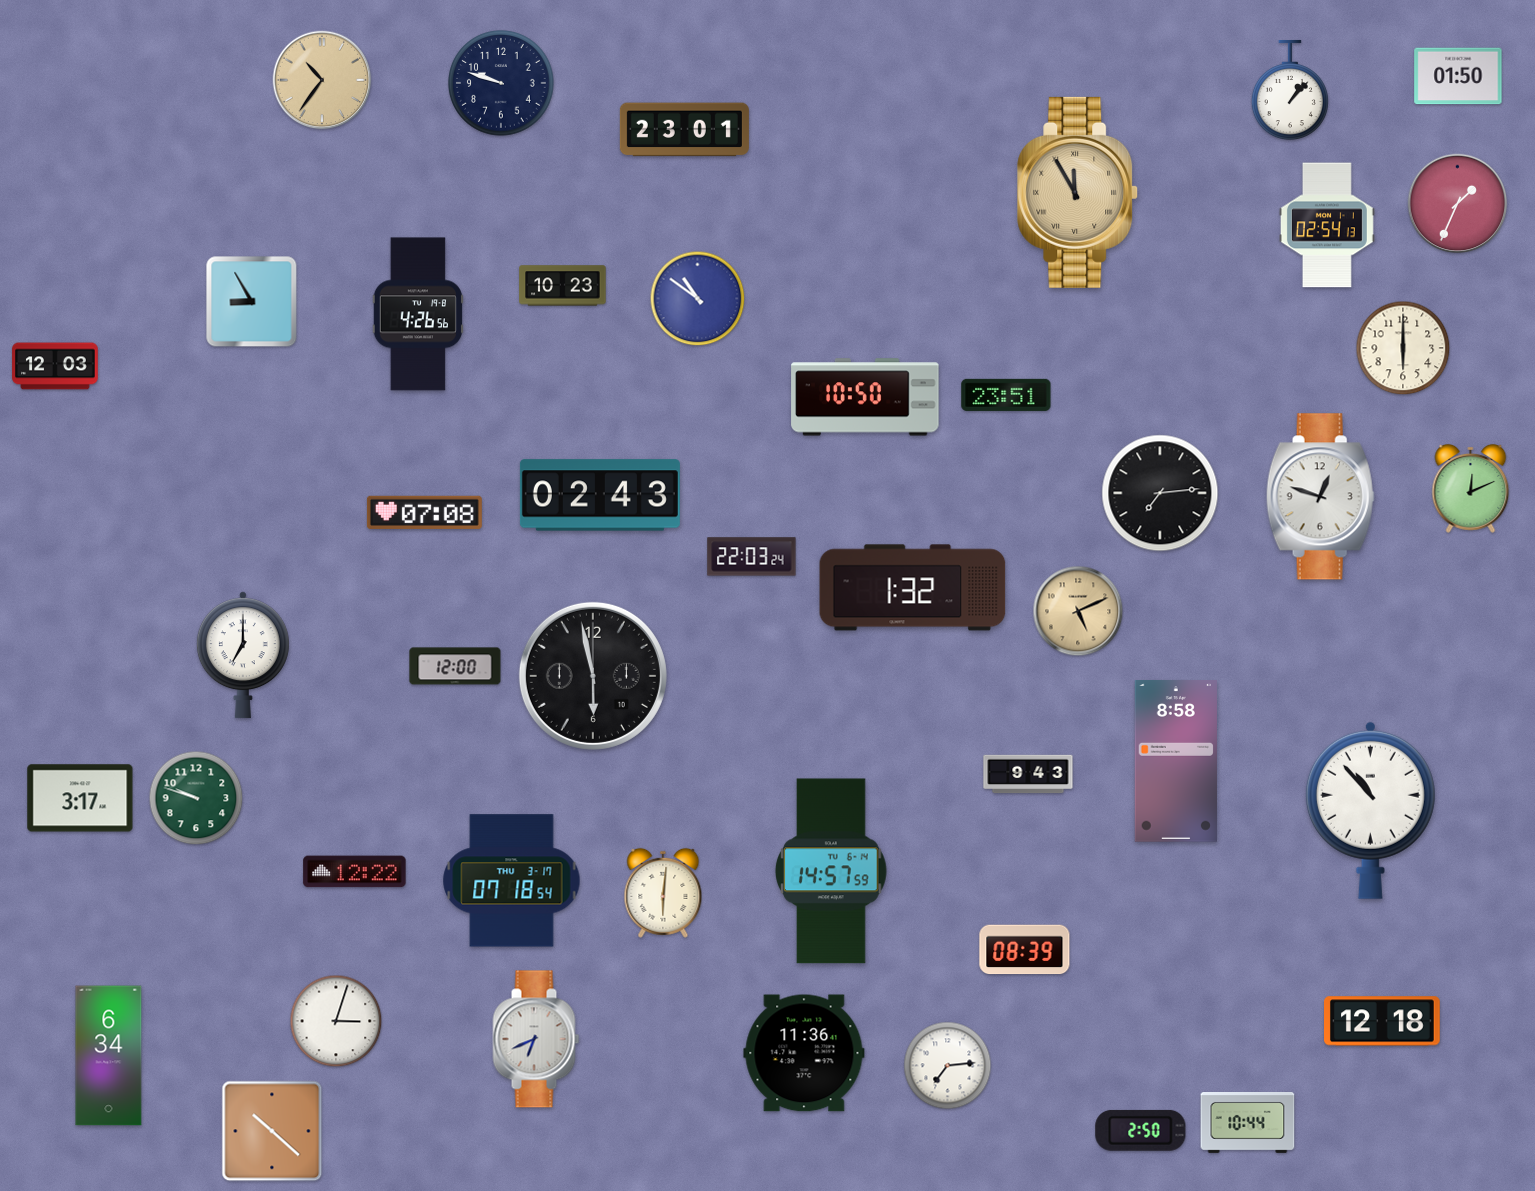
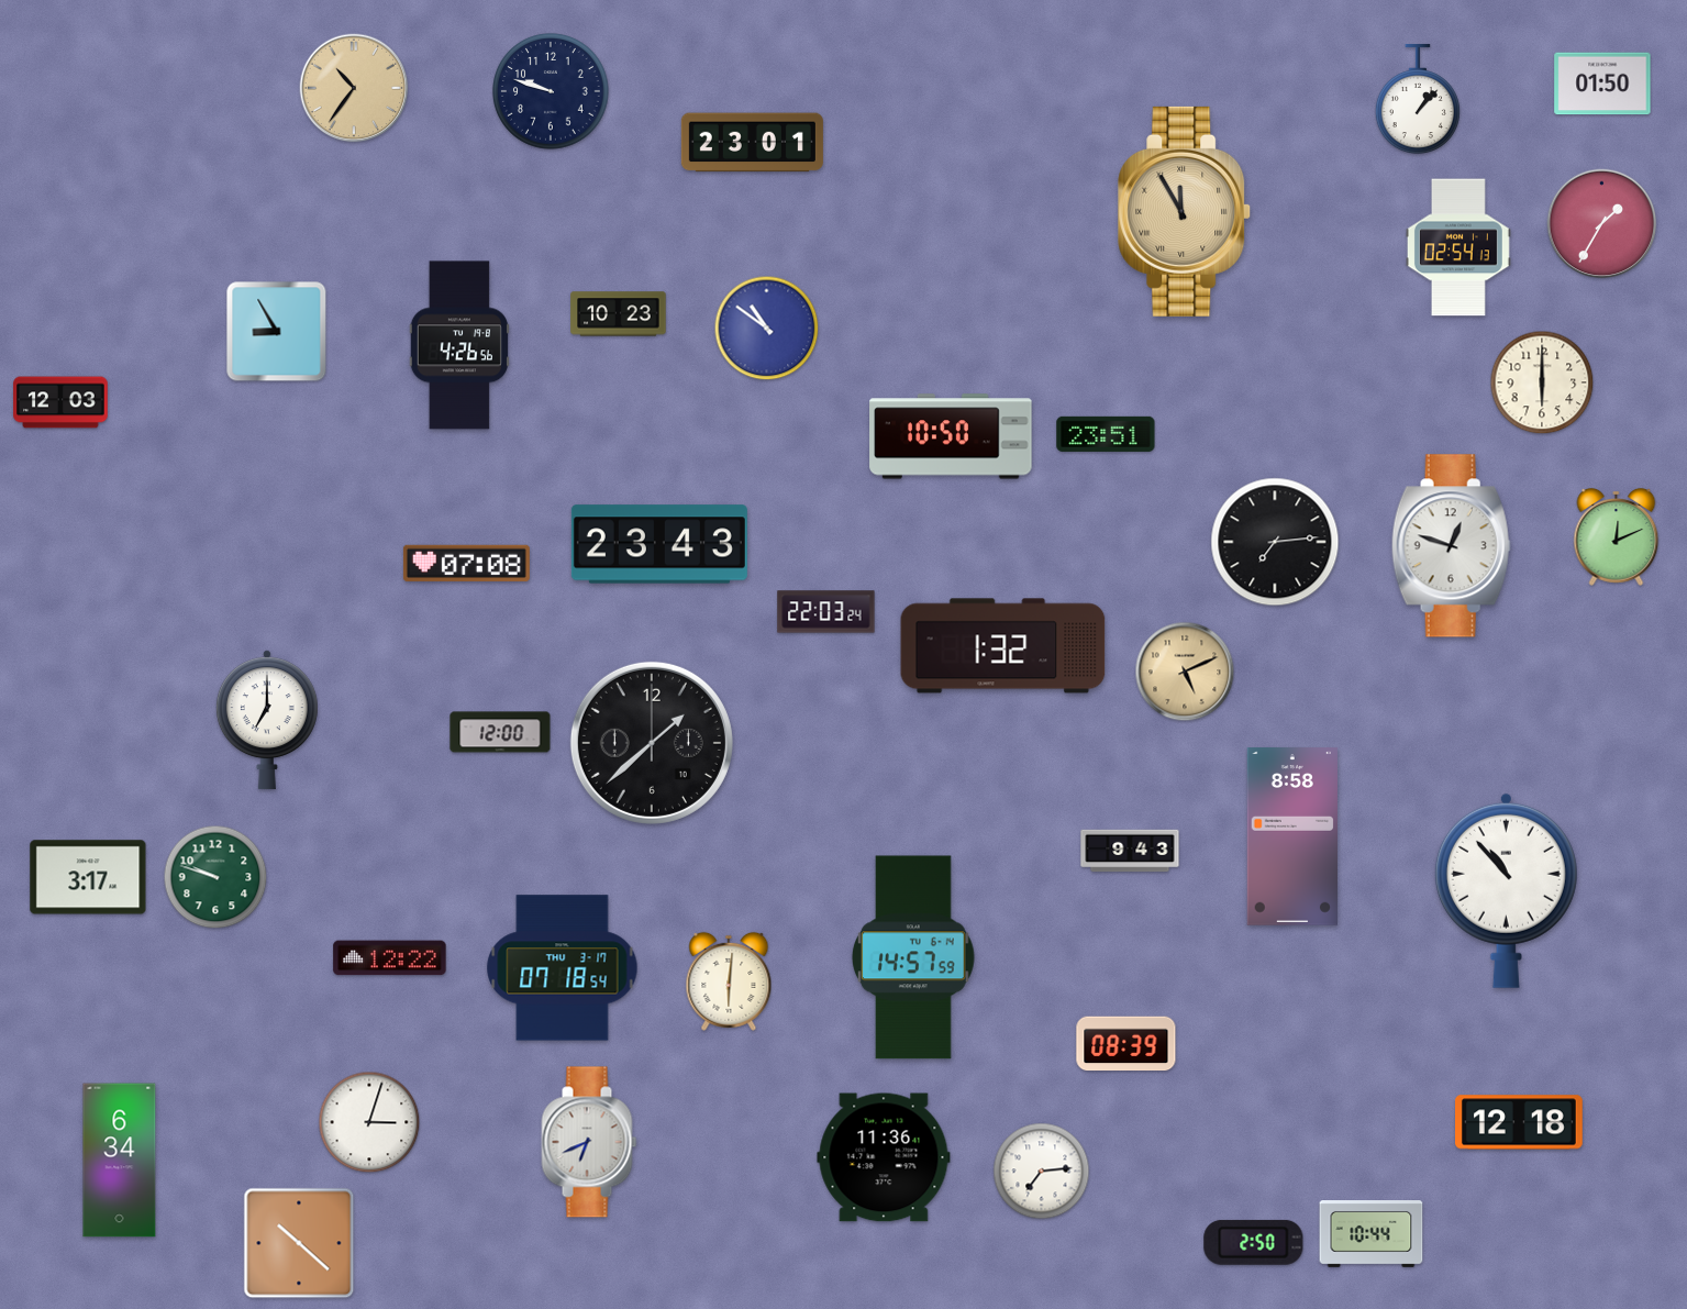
clock at (1458, 204): 1:34 -> 1:35
clock at (600, 495): 02:43 -> 23:43
clock at (593, 676): 5:58 -> 1:38
